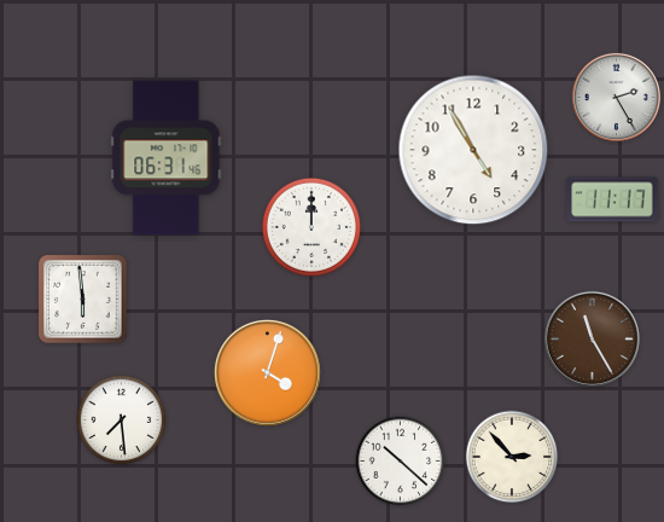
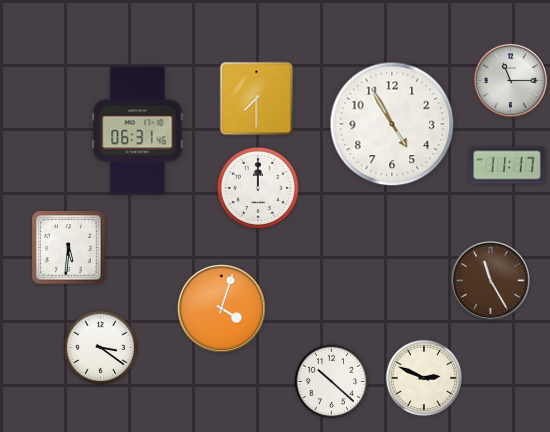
clock at (616, 97): 2:25 -> 11:15
clock at (257, 99): none -> 7:30
clock at (83, 300): 5:59 -> 5:31
clock at (122, 420): 7:29 -> 3:21
clock at (512, 457): 2:53 -> 2:49
